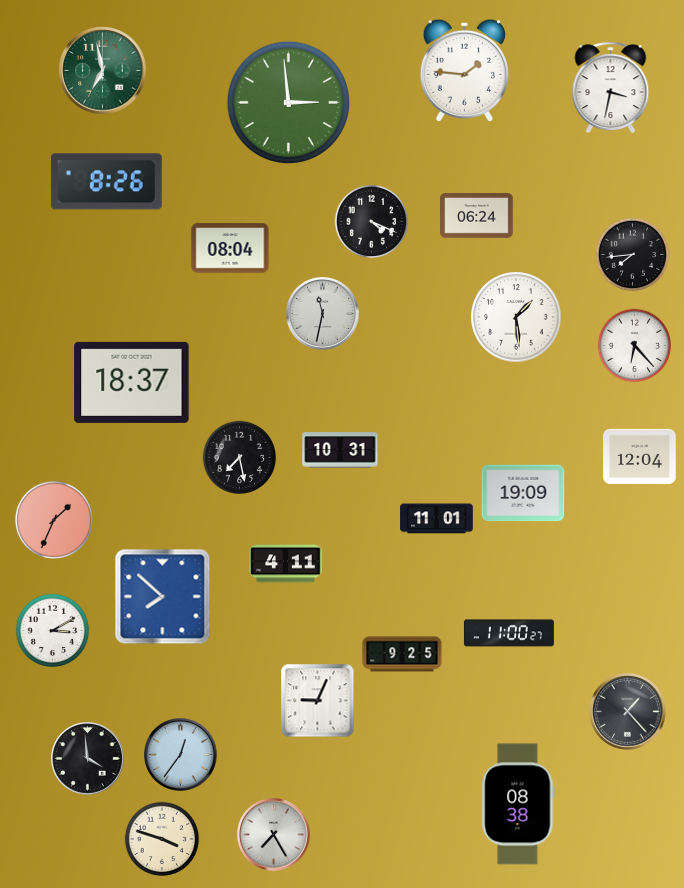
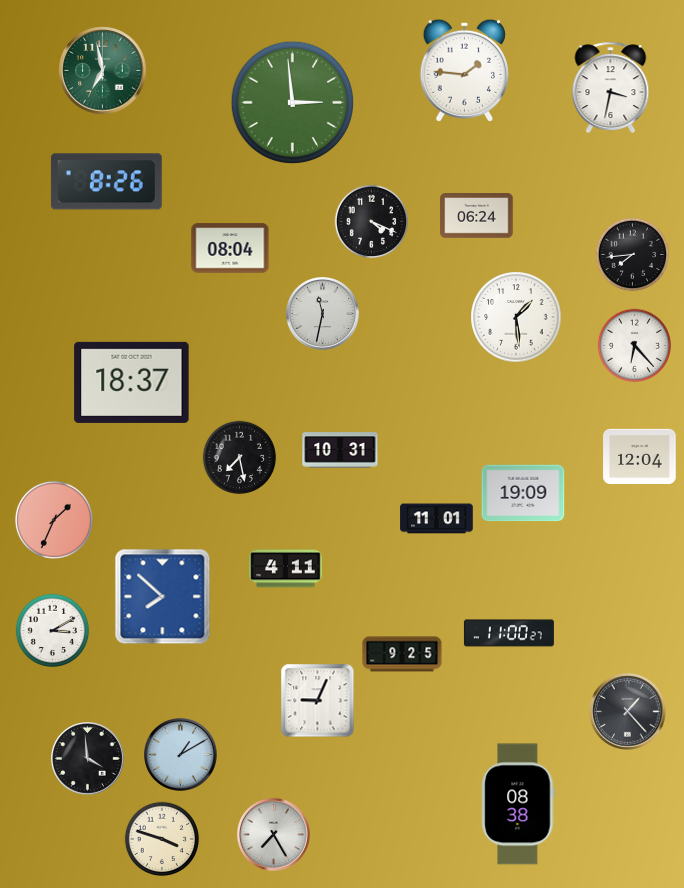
clock at (289, 103) position: (289, 103) -> (293, 103)
clock at (286, 564) position: (286, 564) -> (286, 569)
clock at (181, 755): 12:36 -> 1:10
